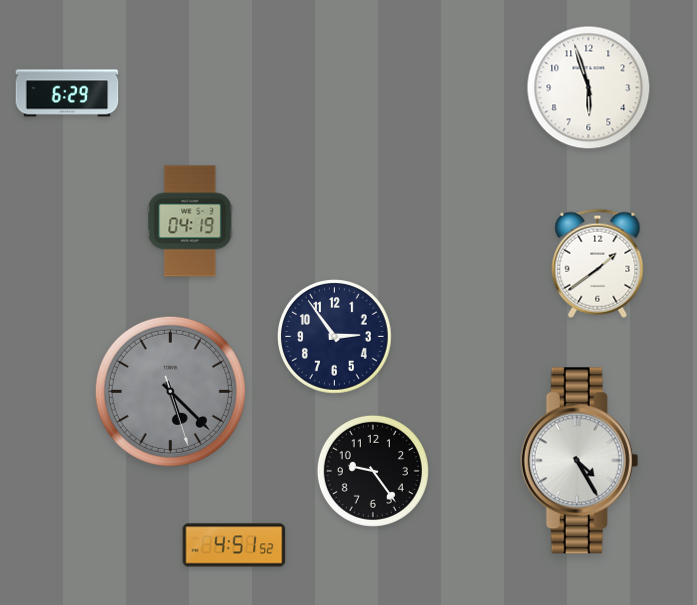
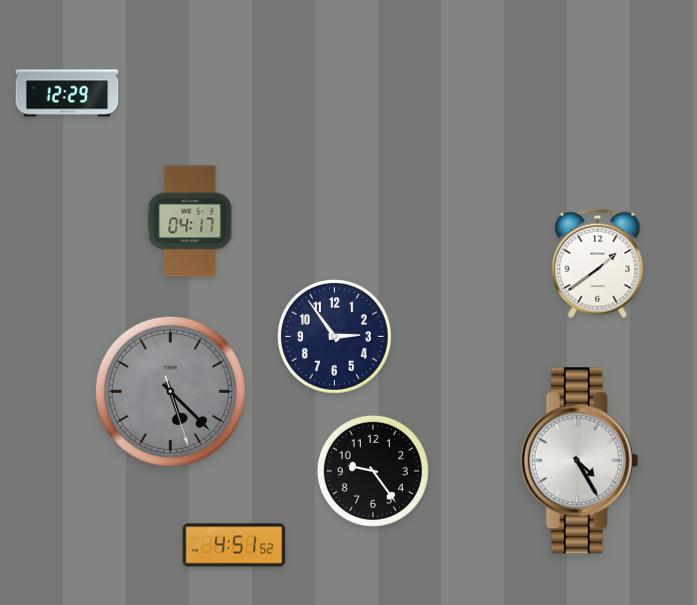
clock at (589, 88): 5:57 -> none
clock at (67, 93): 6:29 -> 12:29
clock at (190, 221): 04:19 -> 04:17
